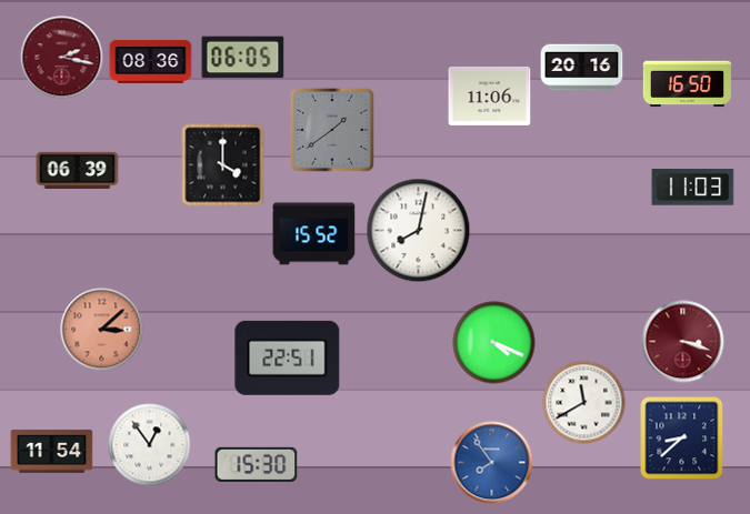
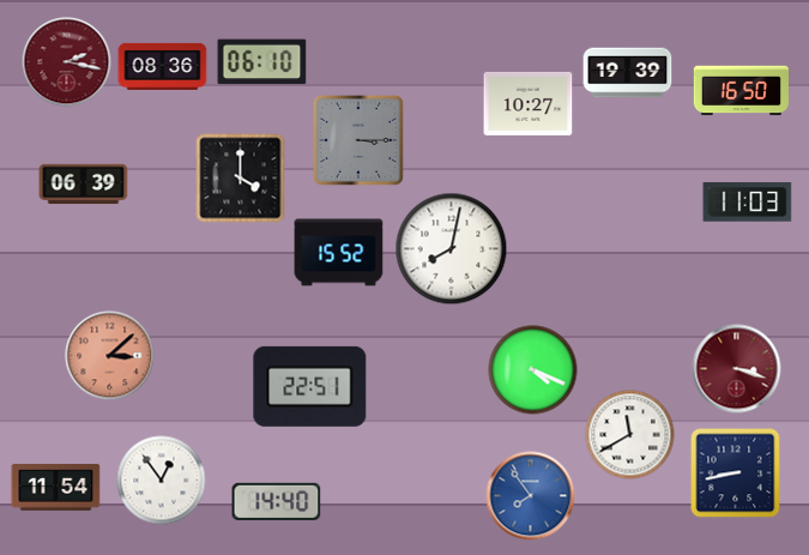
clock at (243, 58): 06:05 -> 06:10
clock at (582, 68): 20:16 -> 19:39
clock at (490, 95): 11:06 -> 10:27
clock at (332, 130): 1:39 -> 3:15
clock at (682, 439): 8:38 -> 8:43
clock at (492, 463) position: (492, 463) -> (531, 496)
clock at (257, 464): 15:30 -> 14:40
